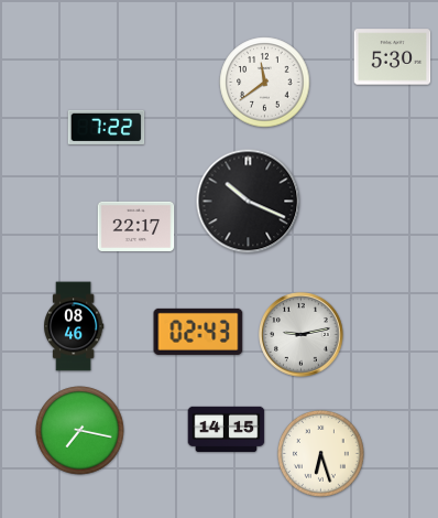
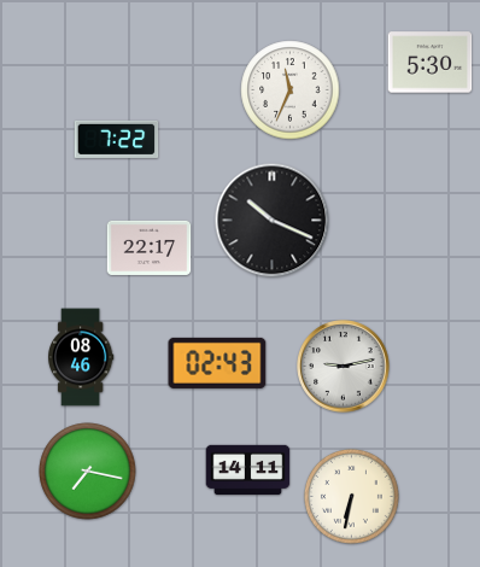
clock at (265, 83): 11:39 -> 11:34
clock at (302, 335) position: (302, 335) -> (344, 367)
clock at (227, 430): 14:15 -> 14:11
clock at (320, 453): 6:27 -> 6:32
